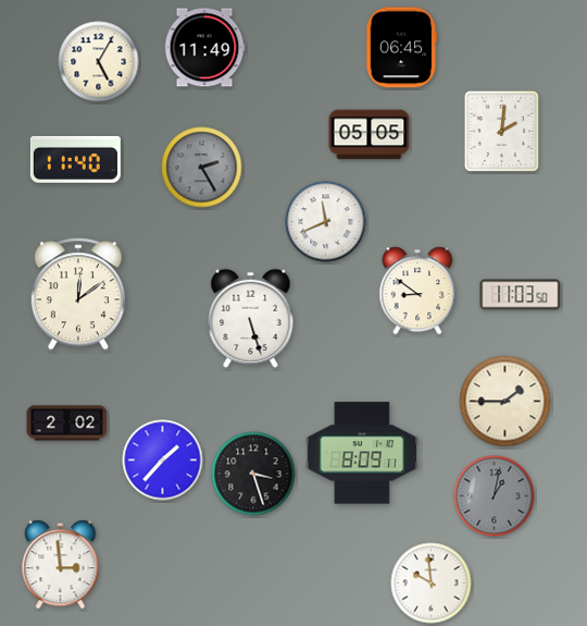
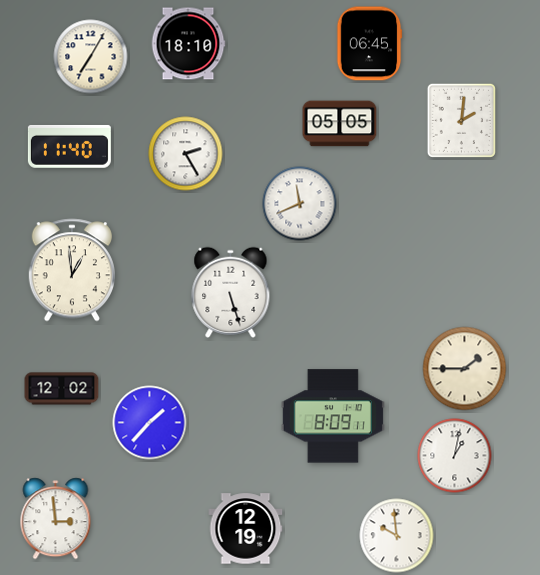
clock at (204, 48): 11:49 -> 18:10
clock at (99, 62): 5:05 -> 7:05
clock at (202, 168) dial: grey -> white
clock at (417, 291): 8:51 -> none
clock at (78, 294): 12:09 -> 12:59
clock at (521, 295): 11:03 -> none
clock at (67, 424): 2:02 -> 12:02
clock at (253, 474): 3:27 -> none
clock at (495, 496) dial: grey -> white
clock at (246, 529): none -> 12:19
